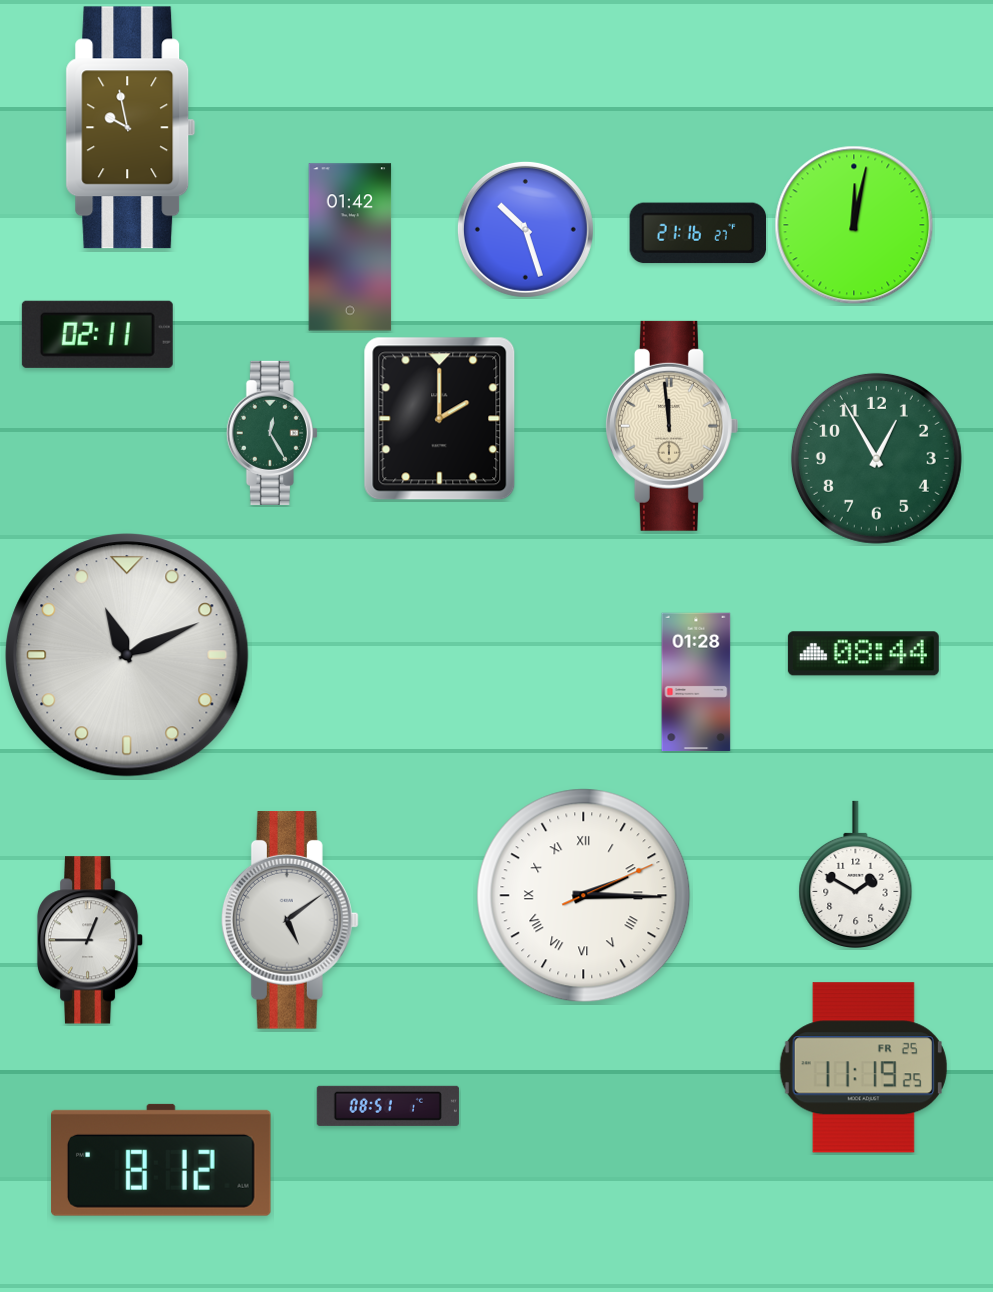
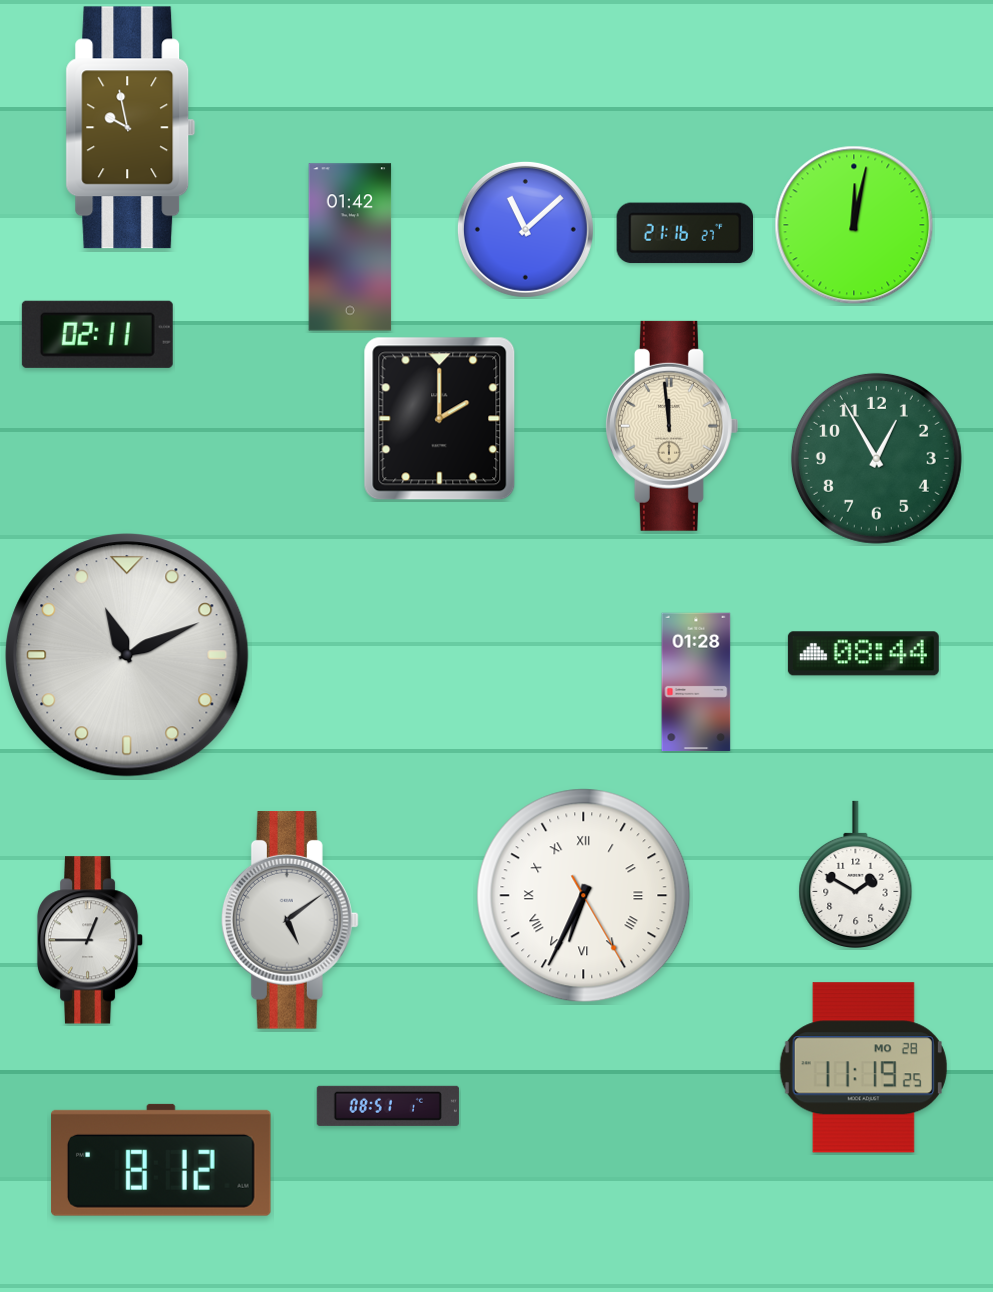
clock at (525, 229): 10:27 -> 11:08
clock at (697, 233) position: (697, 233) -> (684, 233)
clock at (272, 433): 12:25 -> none
clock at (584, 896): 2:15 -> 6:34
clock at (863, 1068) date: FR 25 -> MO 28
